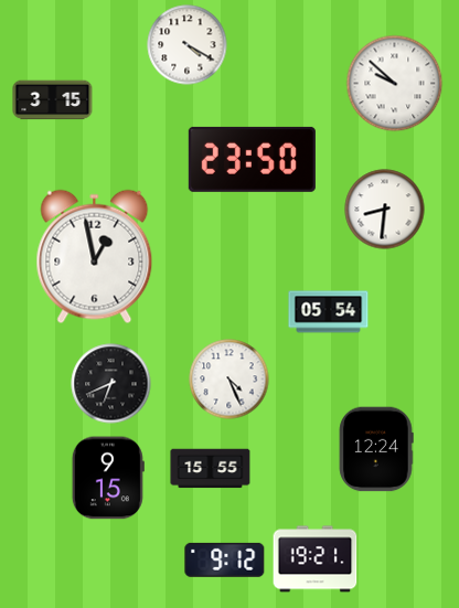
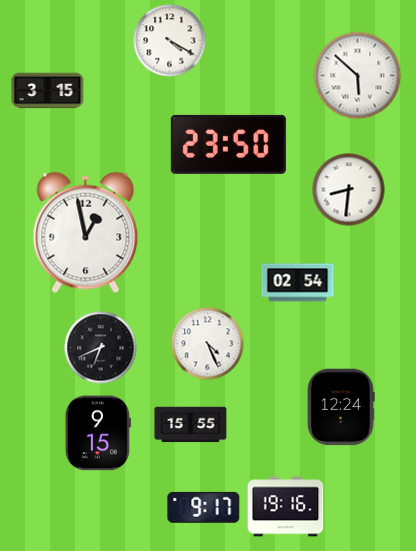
clock at (395, 84): 9:52 -> 5:52
clock at (329, 312): 05:54 -> 02:54
clock at (225, 559): 9:12 -> 9:17
clock at (316, 559): 19:21 -> 19:16
